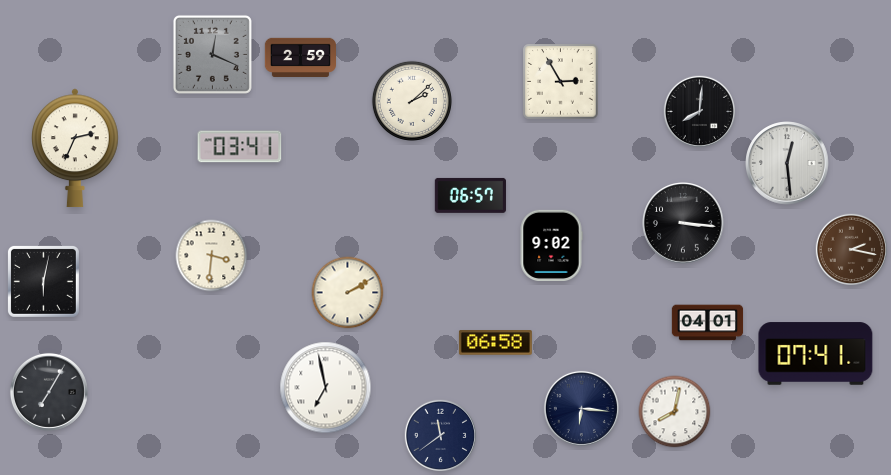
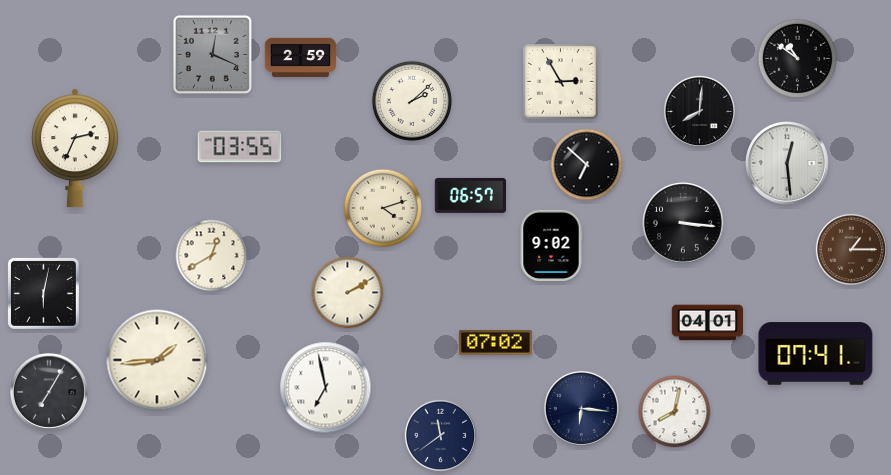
clock at (797, 58): none -> 10:51
clock at (240, 147): 03:41 -> 03:55
clock at (587, 165): none -> 6:52
clock at (383, 208): none -> 4:12
clock at (851, 249): 2:17 -> 1:15
clock at (212, 256): 3:31 -> 12:40
clock at (43, 281) position: (43, 281) -> (43, 293)
clock at (495, 343): 06:58 -> 07:02
clock at (157, 360): none -> 1:44
